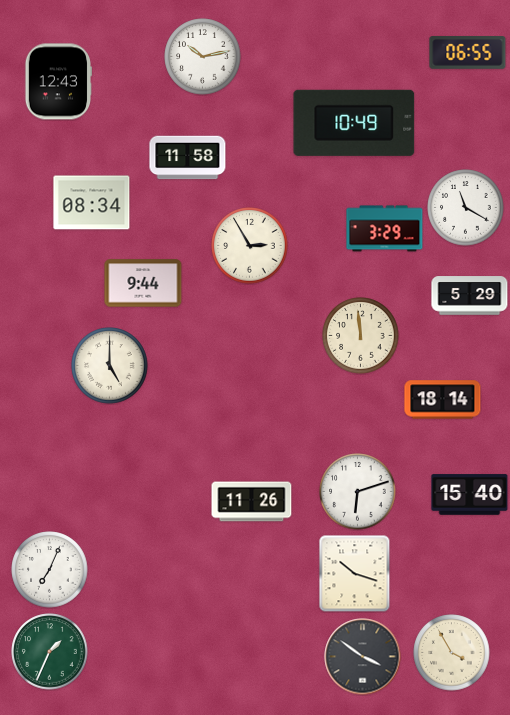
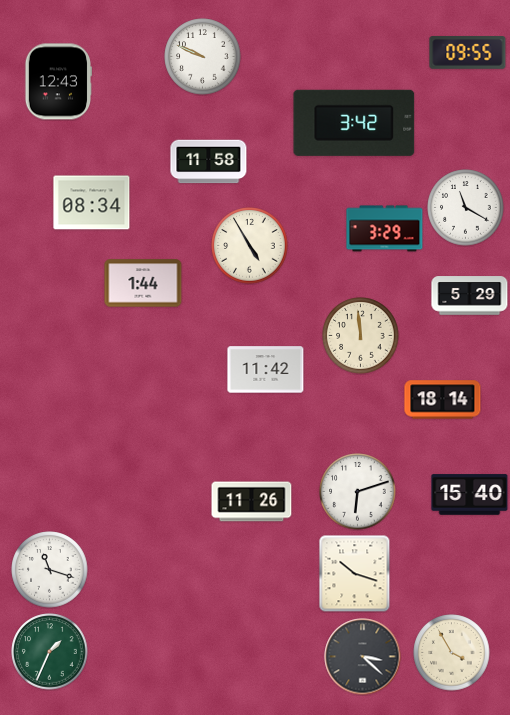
clock at (468, 53): 06:55 -> 09:55
clock at (203, 57): 10:13 -> 9:49
clock at (354, 123): 10:49 -> 3:42
clock at (188, 158) position: (188, 158) -> (209, 162)
clock at (250, 246): 2:55 -> 4:55
clock at (143, 283): 9:44 -> 1:44
clock at (110, 366): 5:00 -> none
clock at (266, 370): none -> 11:42
clock at (50, 570): 7:04 -> 11:18
clock at (363, 657): 3:51 -> 3:22
